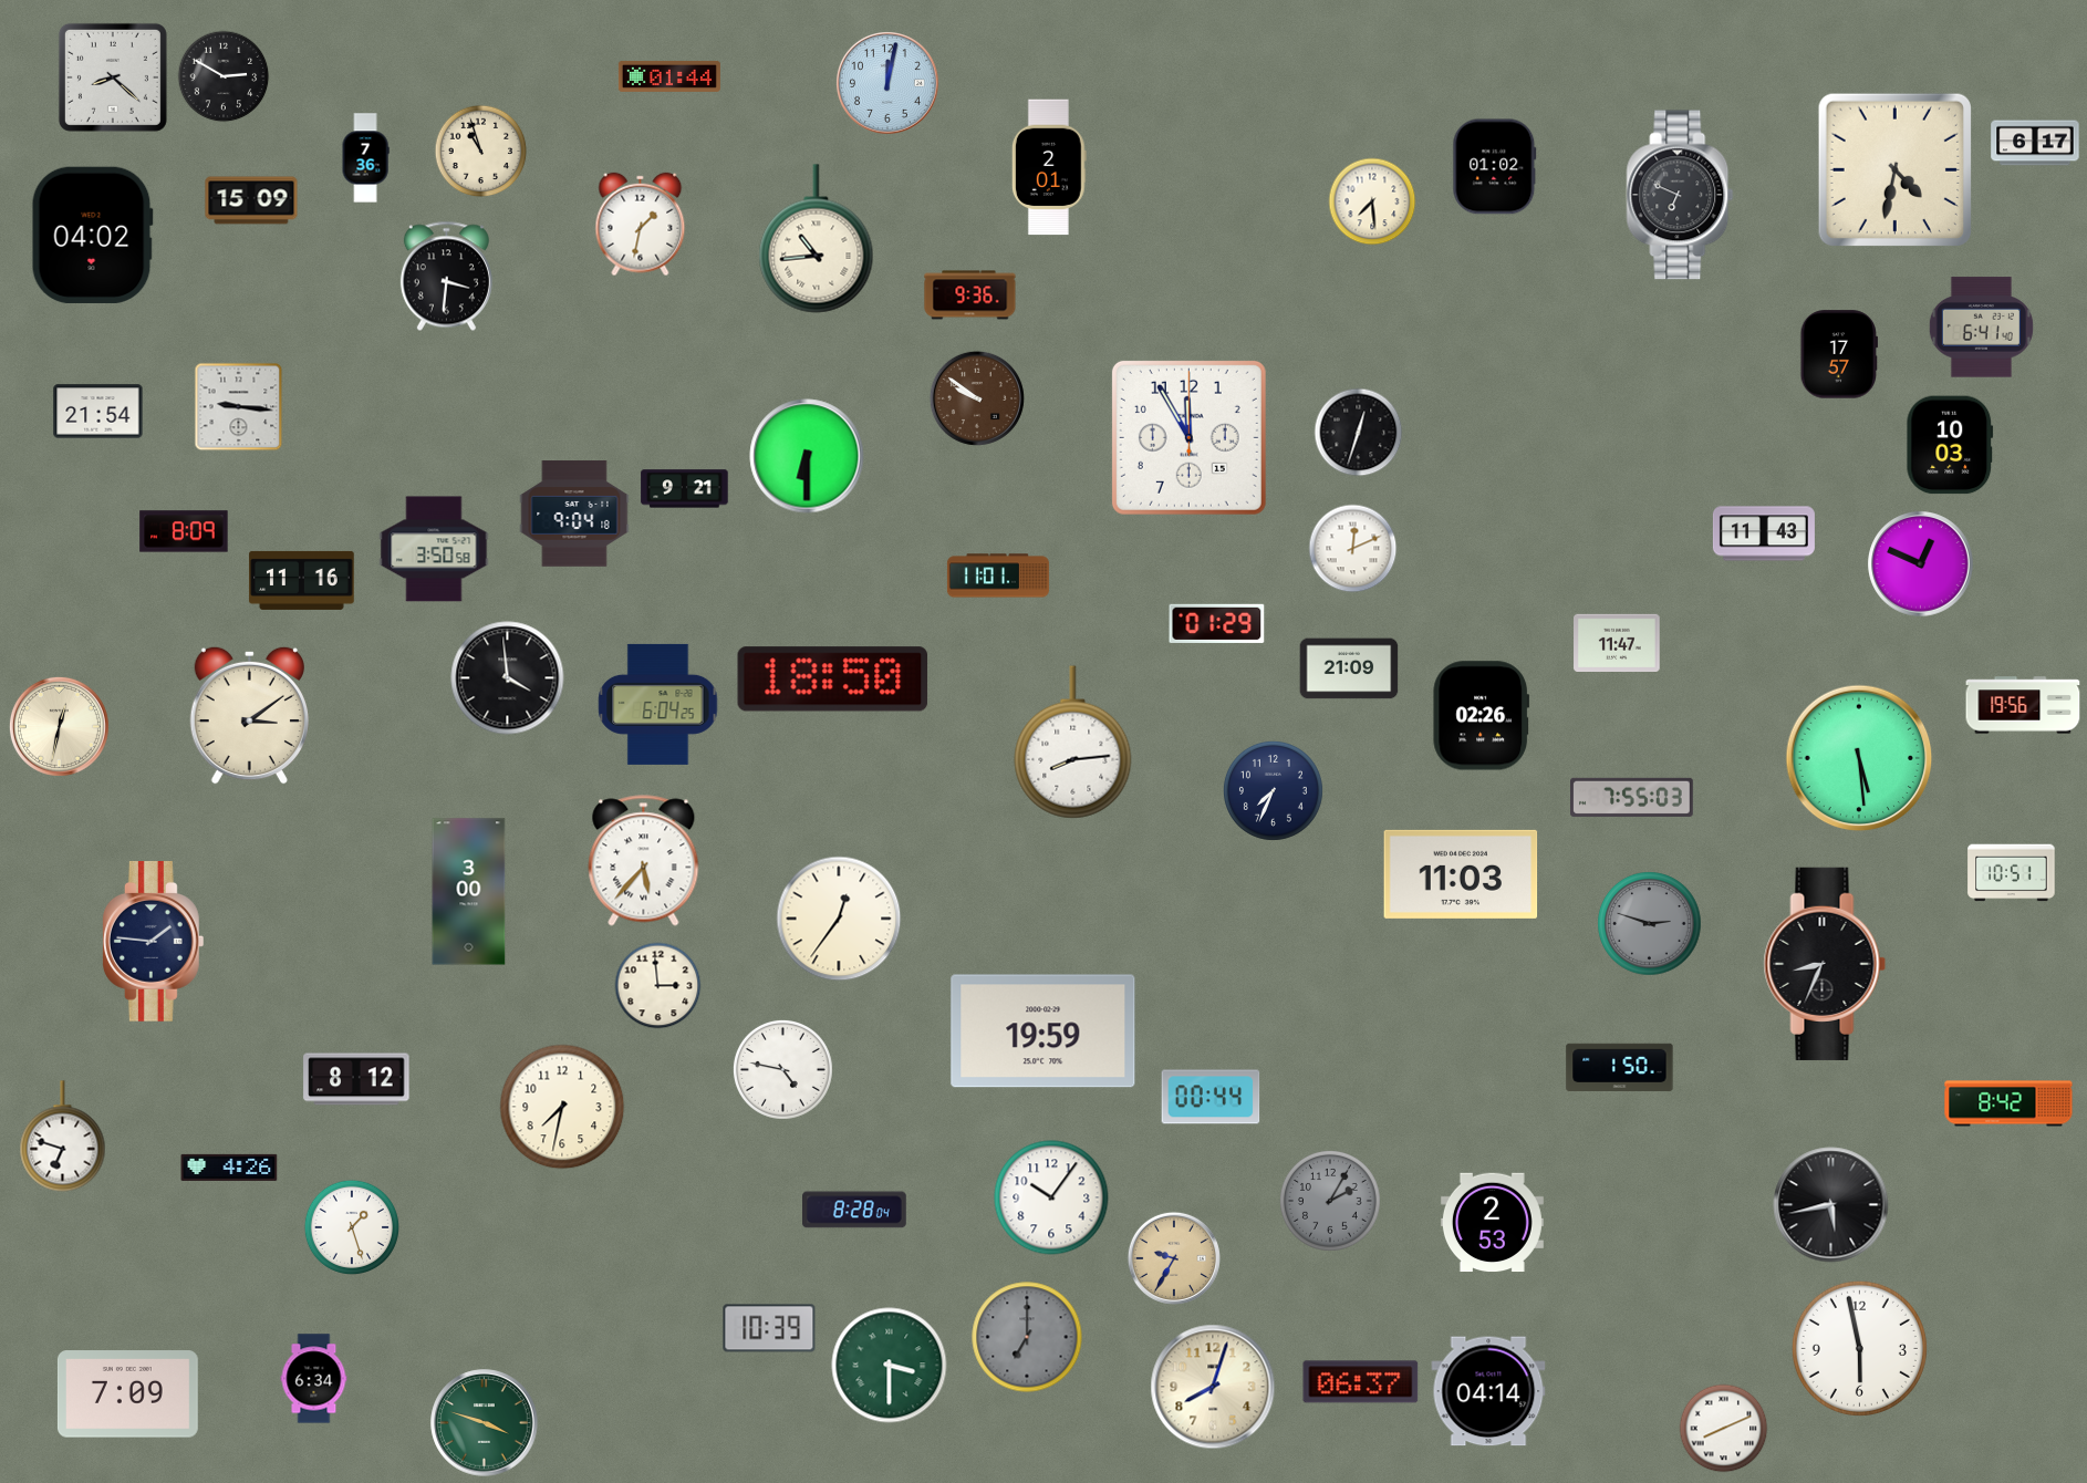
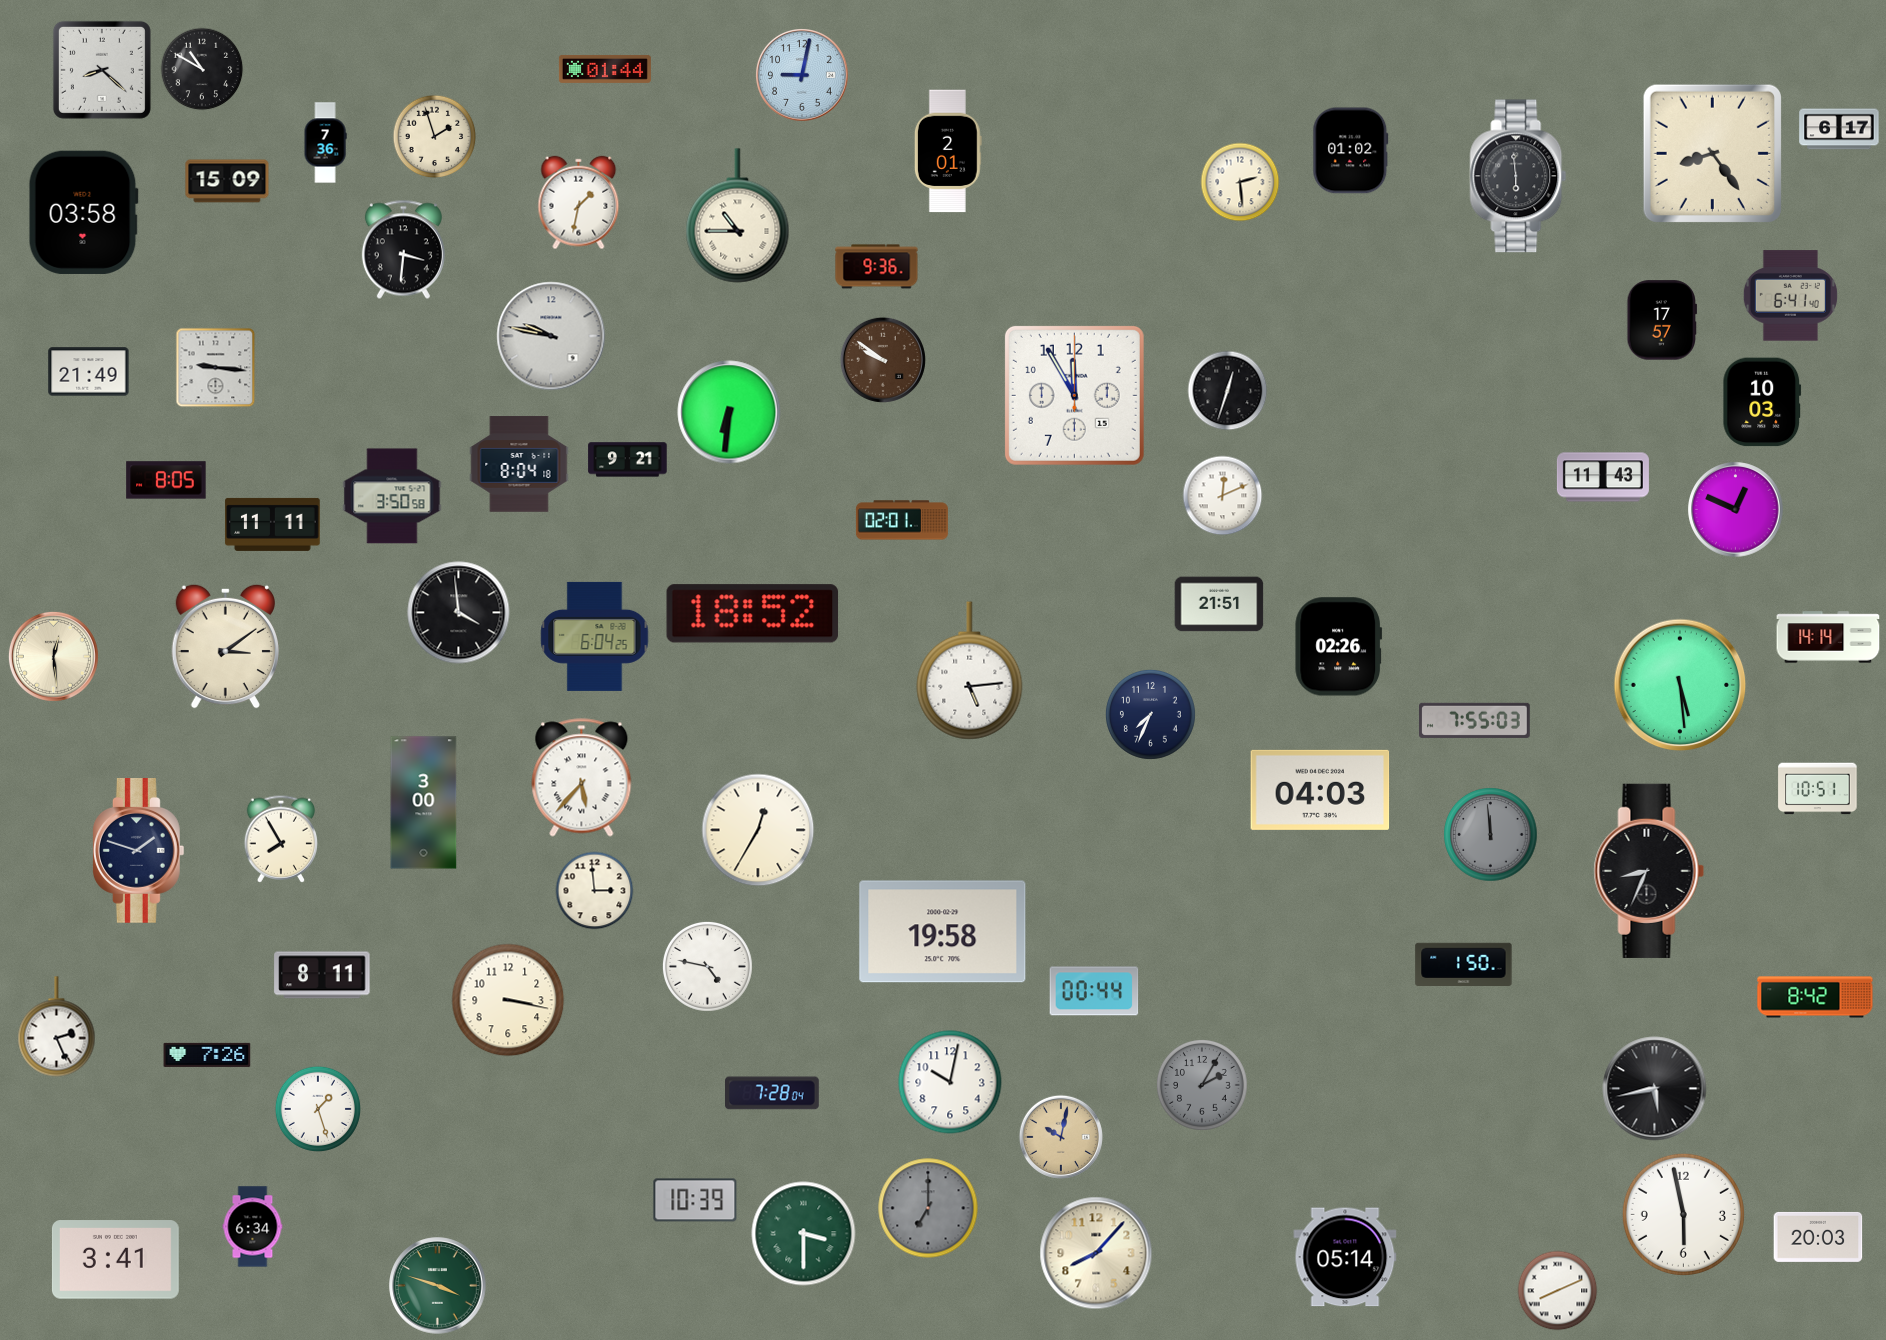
clock at (224, 76): 2:50 -> 10:50
clock at (889, 84): 12:02 -> 9:02
clock at (481, 152): 10:57 -> 1:57
clock at (365, 158) position: (365, 158) -> (325, 143)
clock at (1894, 169): 4:32 -> 8:24
clock at (1680, 195): 6:49 -> 5:59
clock at (1372, 201): 7:29 -> 2:29
clock at (92, 235): 04:02 -> 03:58
clock at (817, 239): 10:44 -> 10:45
clock at (551, 336): none -> 9:47
clock at (98, 412): 21:54 -> 21:49
clock at (807, 456): 6:30 -> 6:31
clock at (685, 489) position: (685, 489) -> (628, 460)
clock at (574, 514): 9:04 -> 8:04
clock at (184, 531): 8:09 -> 8:05
clock at (1764, 533) position: (1764, 533) -> (1603, 477)
clock at (998, 575): 11:01 -> 02:01
clock at (302, 580): 11:16 -> 11:11
clock at (1217, 623): 01:29 -> none
clock at (1617, 642): 11:47 -> none
clock at (1349, 668): 21:09 -> 21:51
clock at (833, 680): 18:50 -> 18:52
clock at (2023, 705): 19:56 -> 14:14
clock at (59, 726): 12:32 -> 12:29
clock at (1073, 743): 8:14 -> 5:14
clock at (1461, 874): 11:03 -> 04:03
clock at (469, 892) position: (469, 892) -> (424, 803)
clock at (839, 919): 12:36 -> 12:35
clock at (1650, 924): 2:48 -> 11:59
clock at (281, 839): none -> 7:55
clock at (153, 942): 1:46 -> 1:48
clock at (1043, 1031): 19:59 -> 19:58
clock at (356, 1079): 8:12 -> 8:11
clock at (562, 1107): 7:32 -> 3:17
clock at (63, 1137): 6:48 -> 2:26
clock at (229, 1168): 4:26 -> 7:26
clock at (1051, 1197): 10:06 -> 10:02
clock at (855, 1210): 8:28 -> 7:28
clock at (1492, 1223): 2:53 -> none
clock at (1174, 1258): 9:35 -> 10:02
clock at (1859, 1348) position: (1859, 1348) -> (1683, 1214)
clock at (1818, 1237): none -> 20:03
clock at (314, 1379) position: (314, 1379) -> (253, 1227)
clock at (1361, 1382): 06:37 -> none
clock at (1213, 1387): 8:03 -> 8:07
clock at (1488, 1391): 04:14 -> 05:14
clock at (127, 1394): 7:09 -> 3:41
